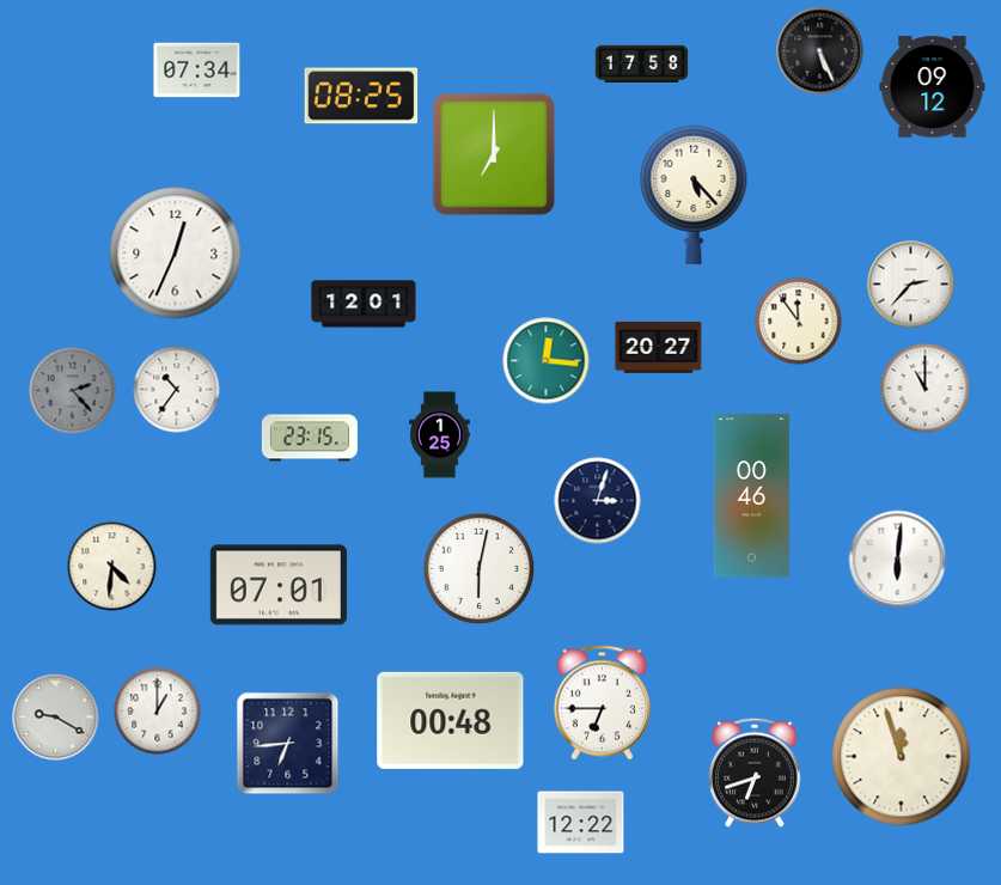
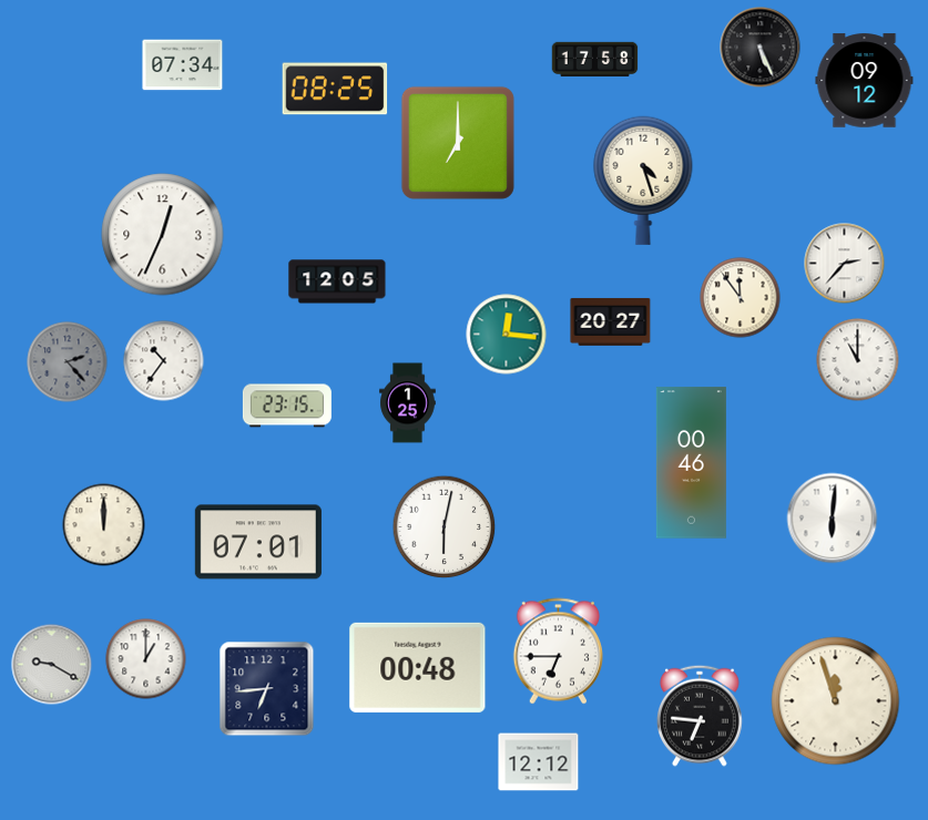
clock at (694, 195): 5:23 -> 4:27
clock at (364, 304): 12:01 -> 12:05
clock at (751, 496) position: (751, 496) -> (691, 463)
clock at (598, 501): 3:03 -> none
clock at (112, 567): 4:31 -> 12:00
clock at (755, 773): 6:42 -> 6:46
clock at (581, 823): 12:22 -> 12:12
